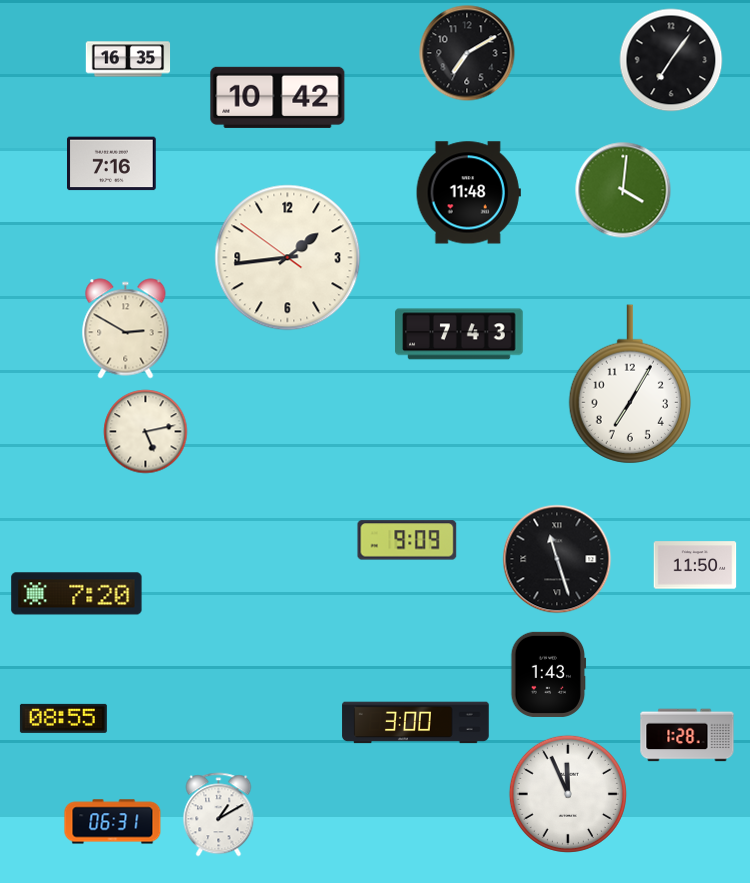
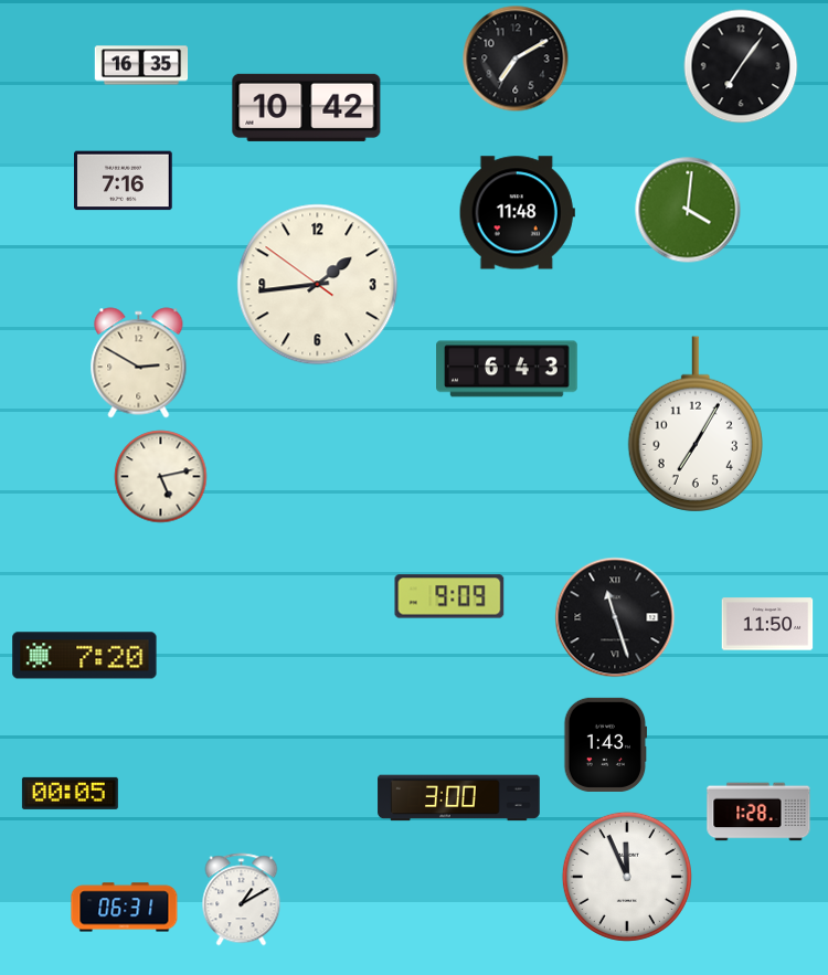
clock at (459, 334): 7:43 -> 6:43
clock at (63, 718): 08:55 -> 00:05
